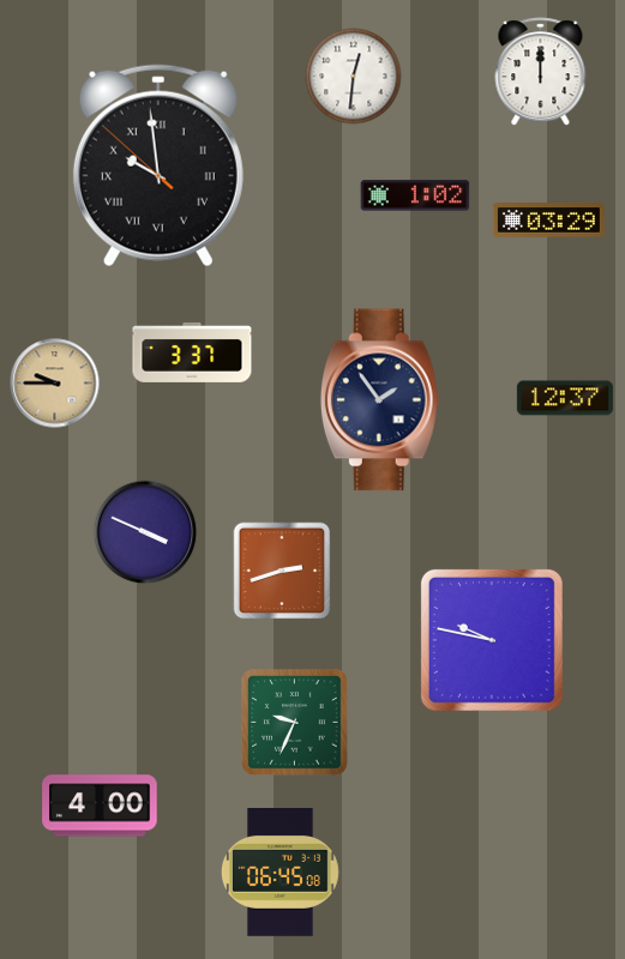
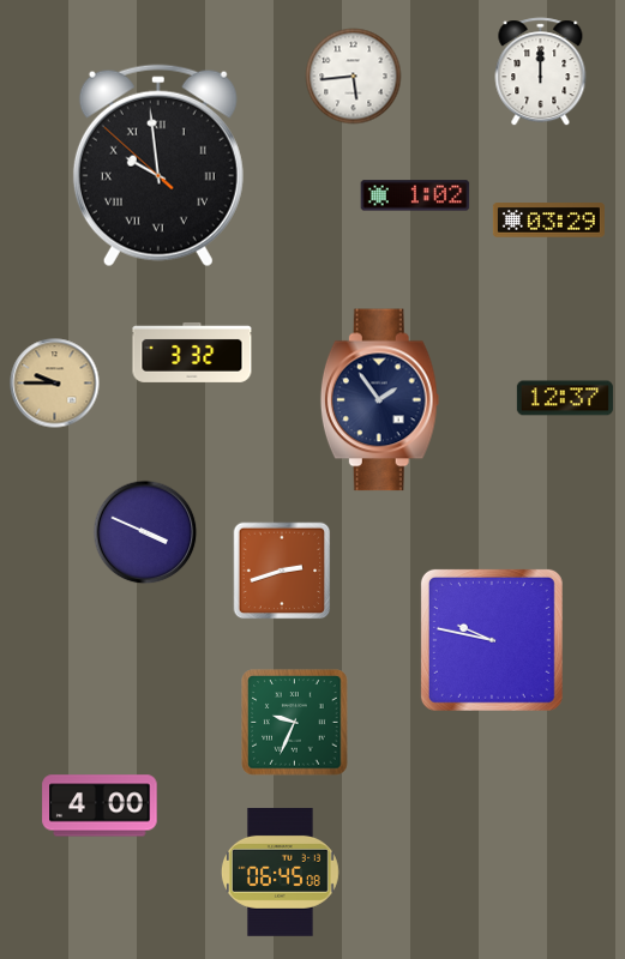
clock at (354, 77): 12:31 -> 5:44
clock at (192, 352): 3:37 -> 3:32
